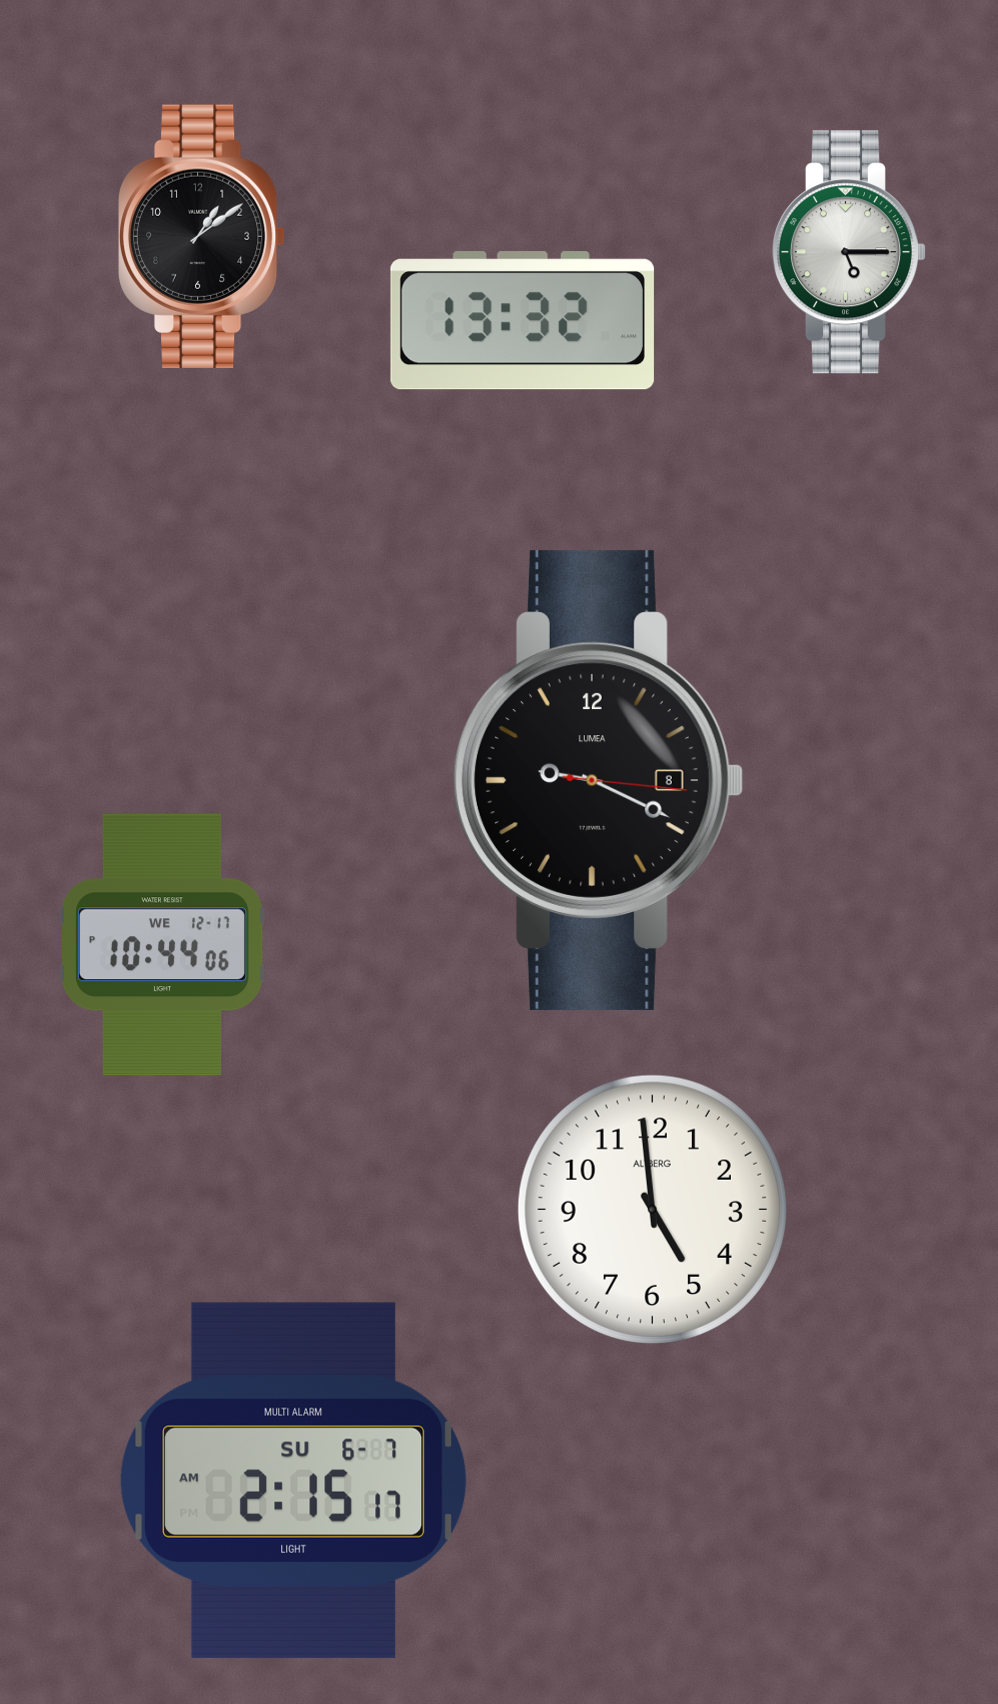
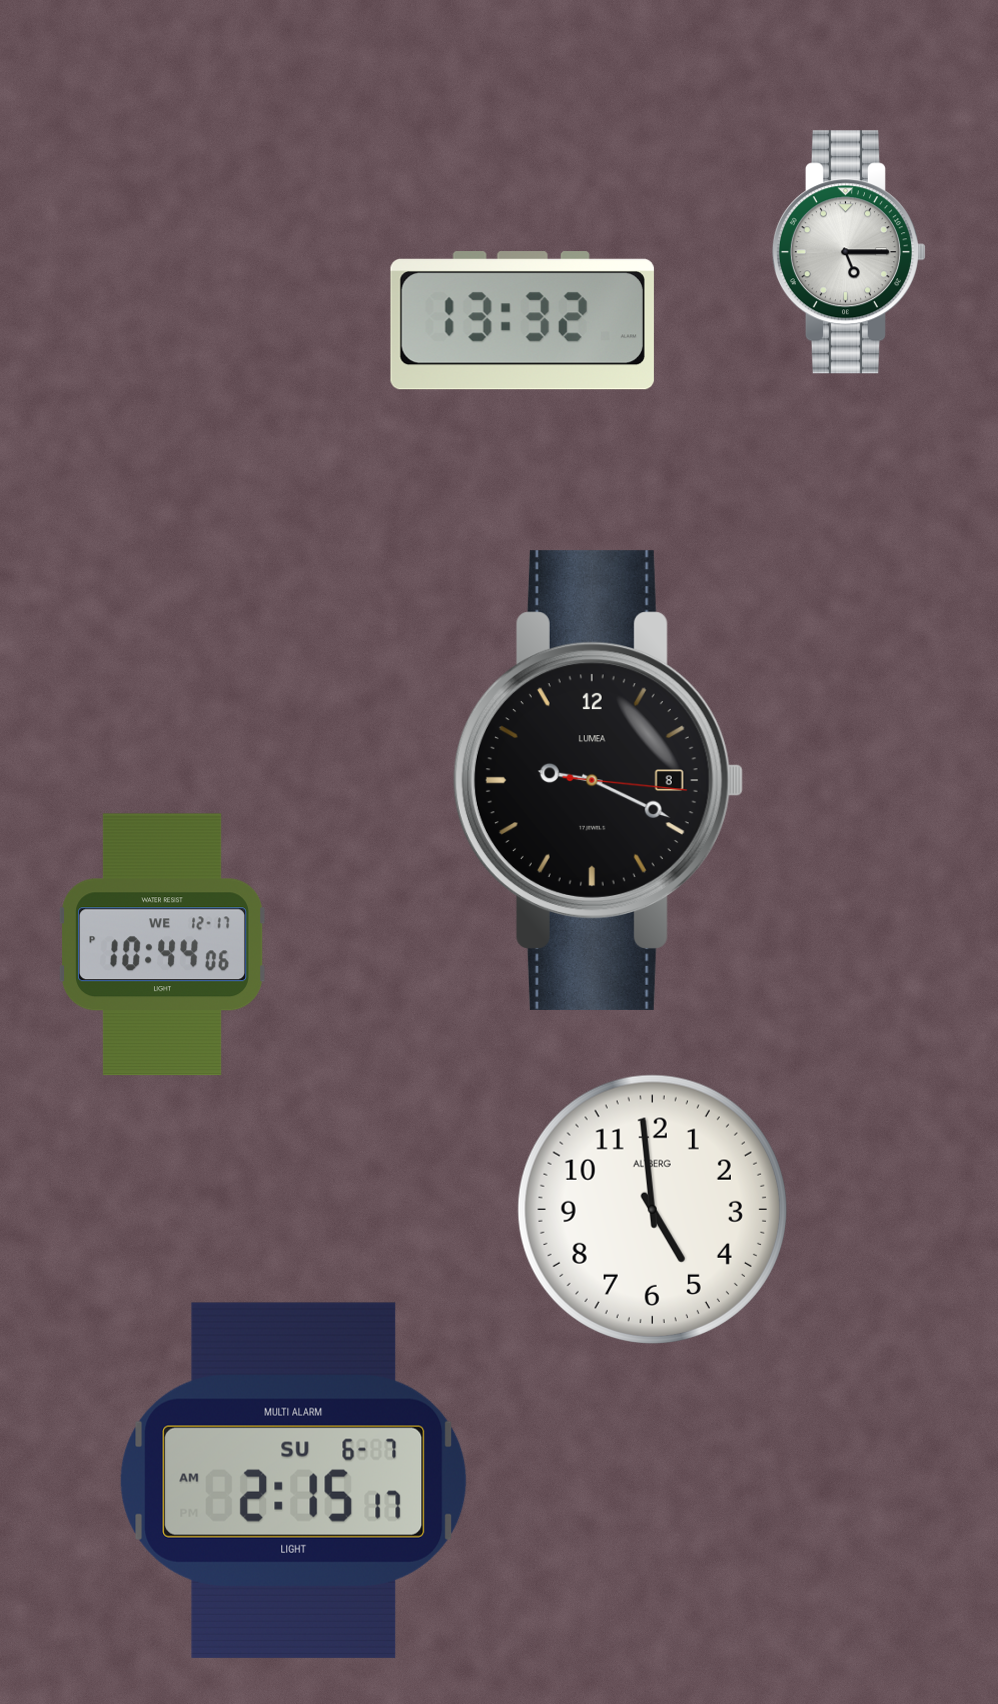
clock at (202, 236): 1:09 -> none
